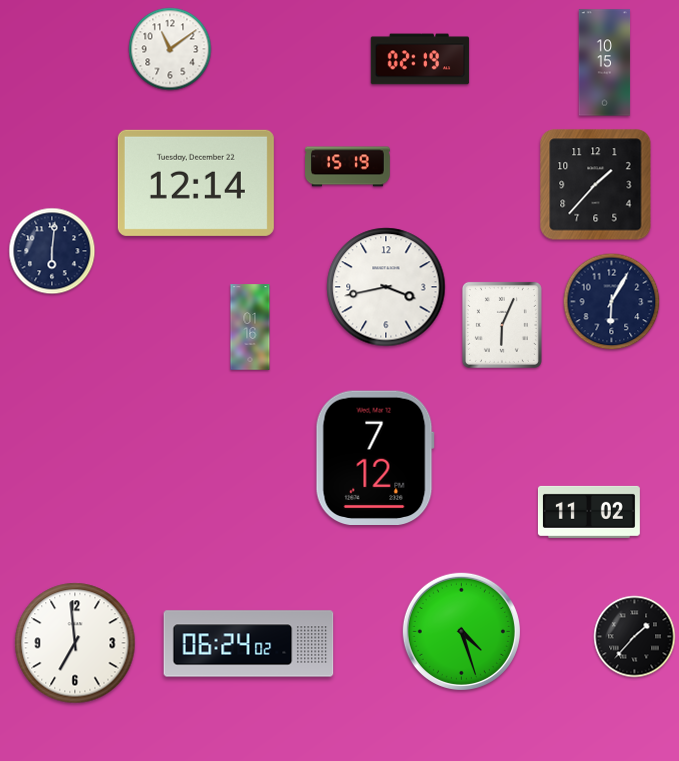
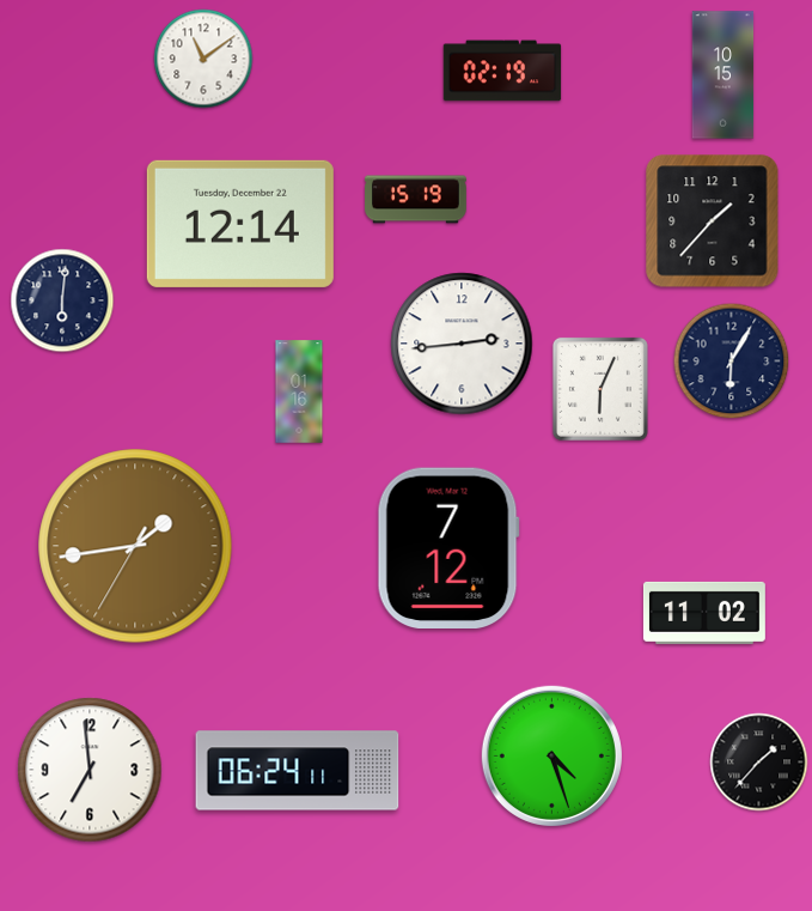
clock at (196, 183) position: (196, 183) -> (240, 224)
clock at (386, 287): 3:43 -> 2:44
clock at (135, 546): none -> 1:43
clock at (249, 644): 06:24:02 -> 06:24:11
